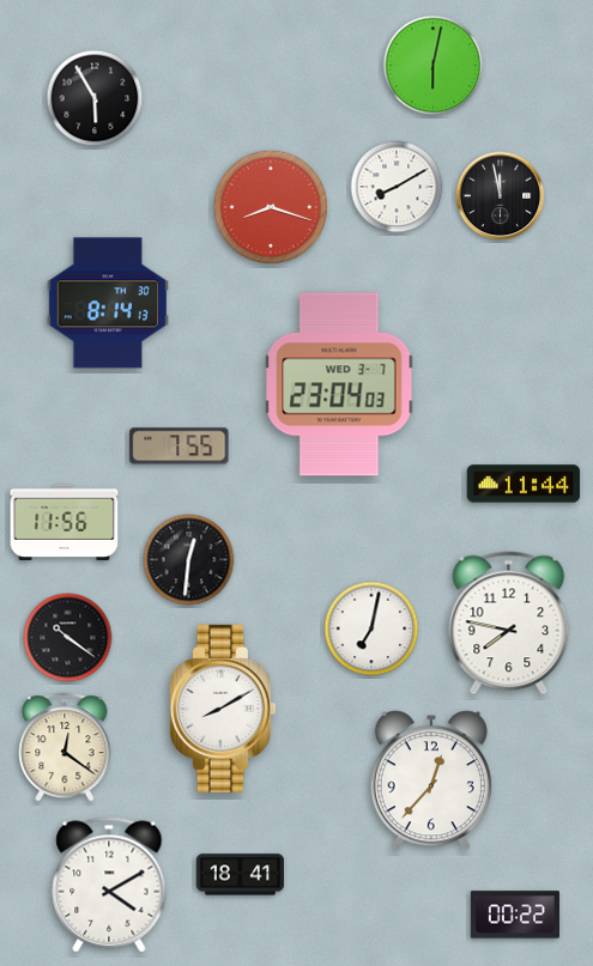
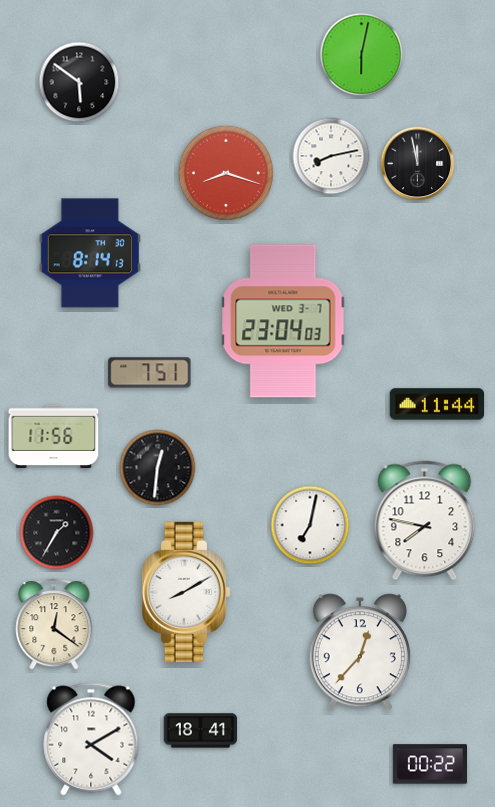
clock at (95, 98): 5:55 -> 5:51
clock at (397, 187): 8:10 -> 8:13
clock at (180, 446): 7:55 -> 7:51
clock at (68, 638): 10:21 -> 1:35
